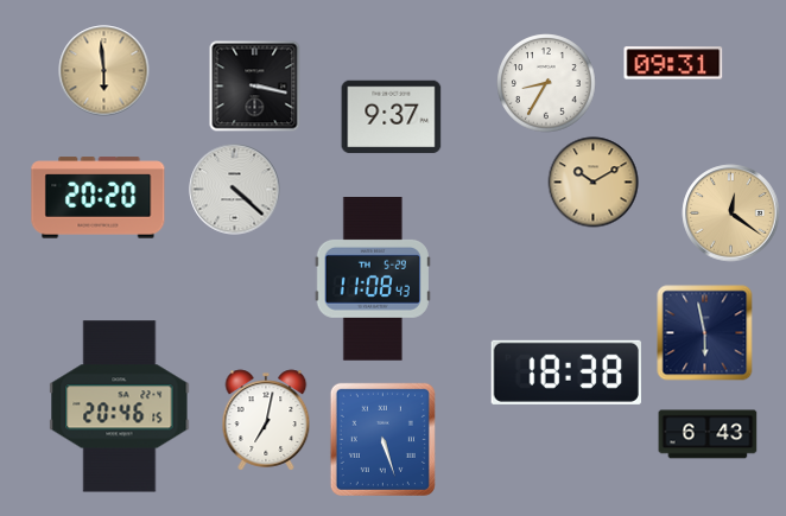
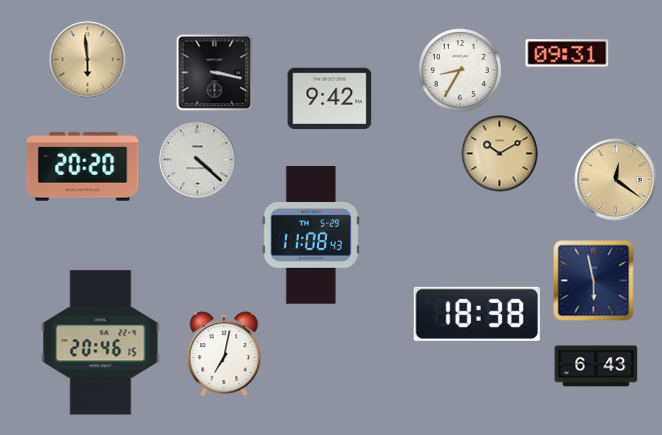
clock at (392, 117): 9:37 -> 9:42
clock at (373, 280) position: (373, 280) -> (311, 236)
clock at (382, 439): 5:27 -> none
